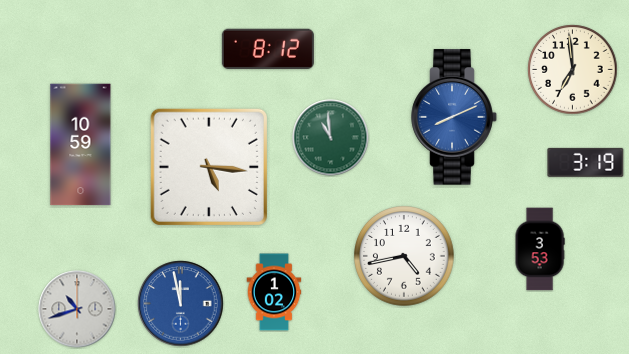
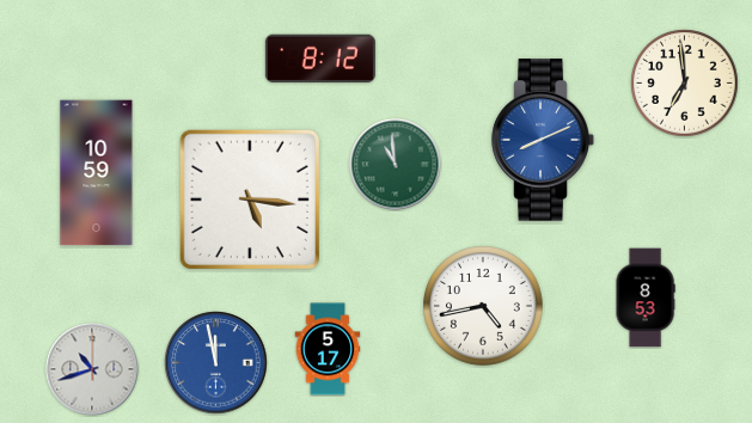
clock at (586, 162): 3:19 -> none
clock at (540, 249): 3:53 -> 8:53
clock at (274, 292): 1:02 -> 5:17
